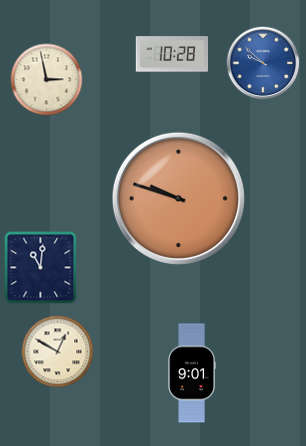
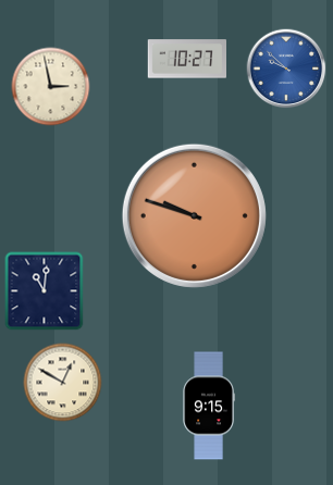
clock at (171, 54): 10:28 -> 10:27
clock at (192, 373): 9:01 -> 9:15
